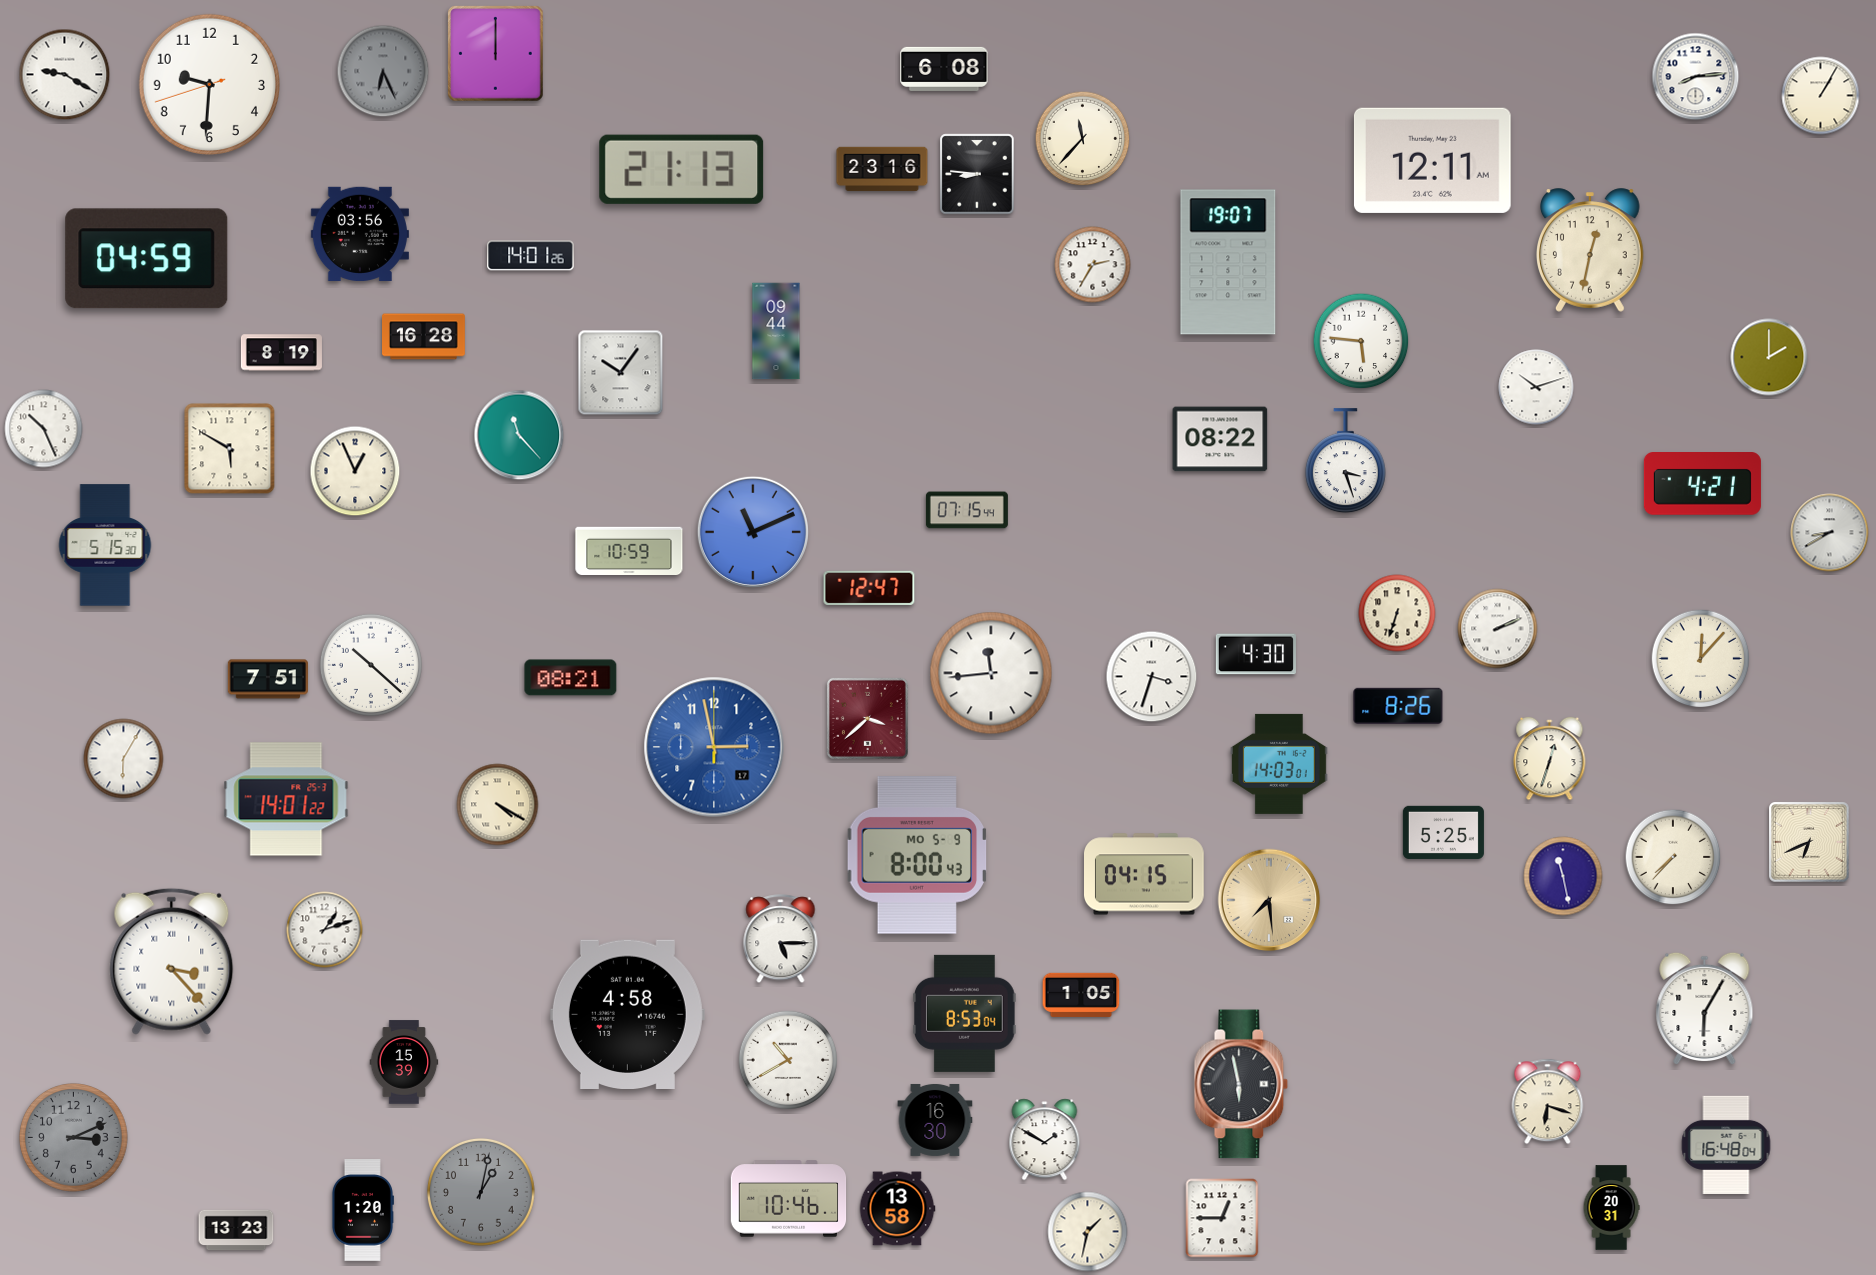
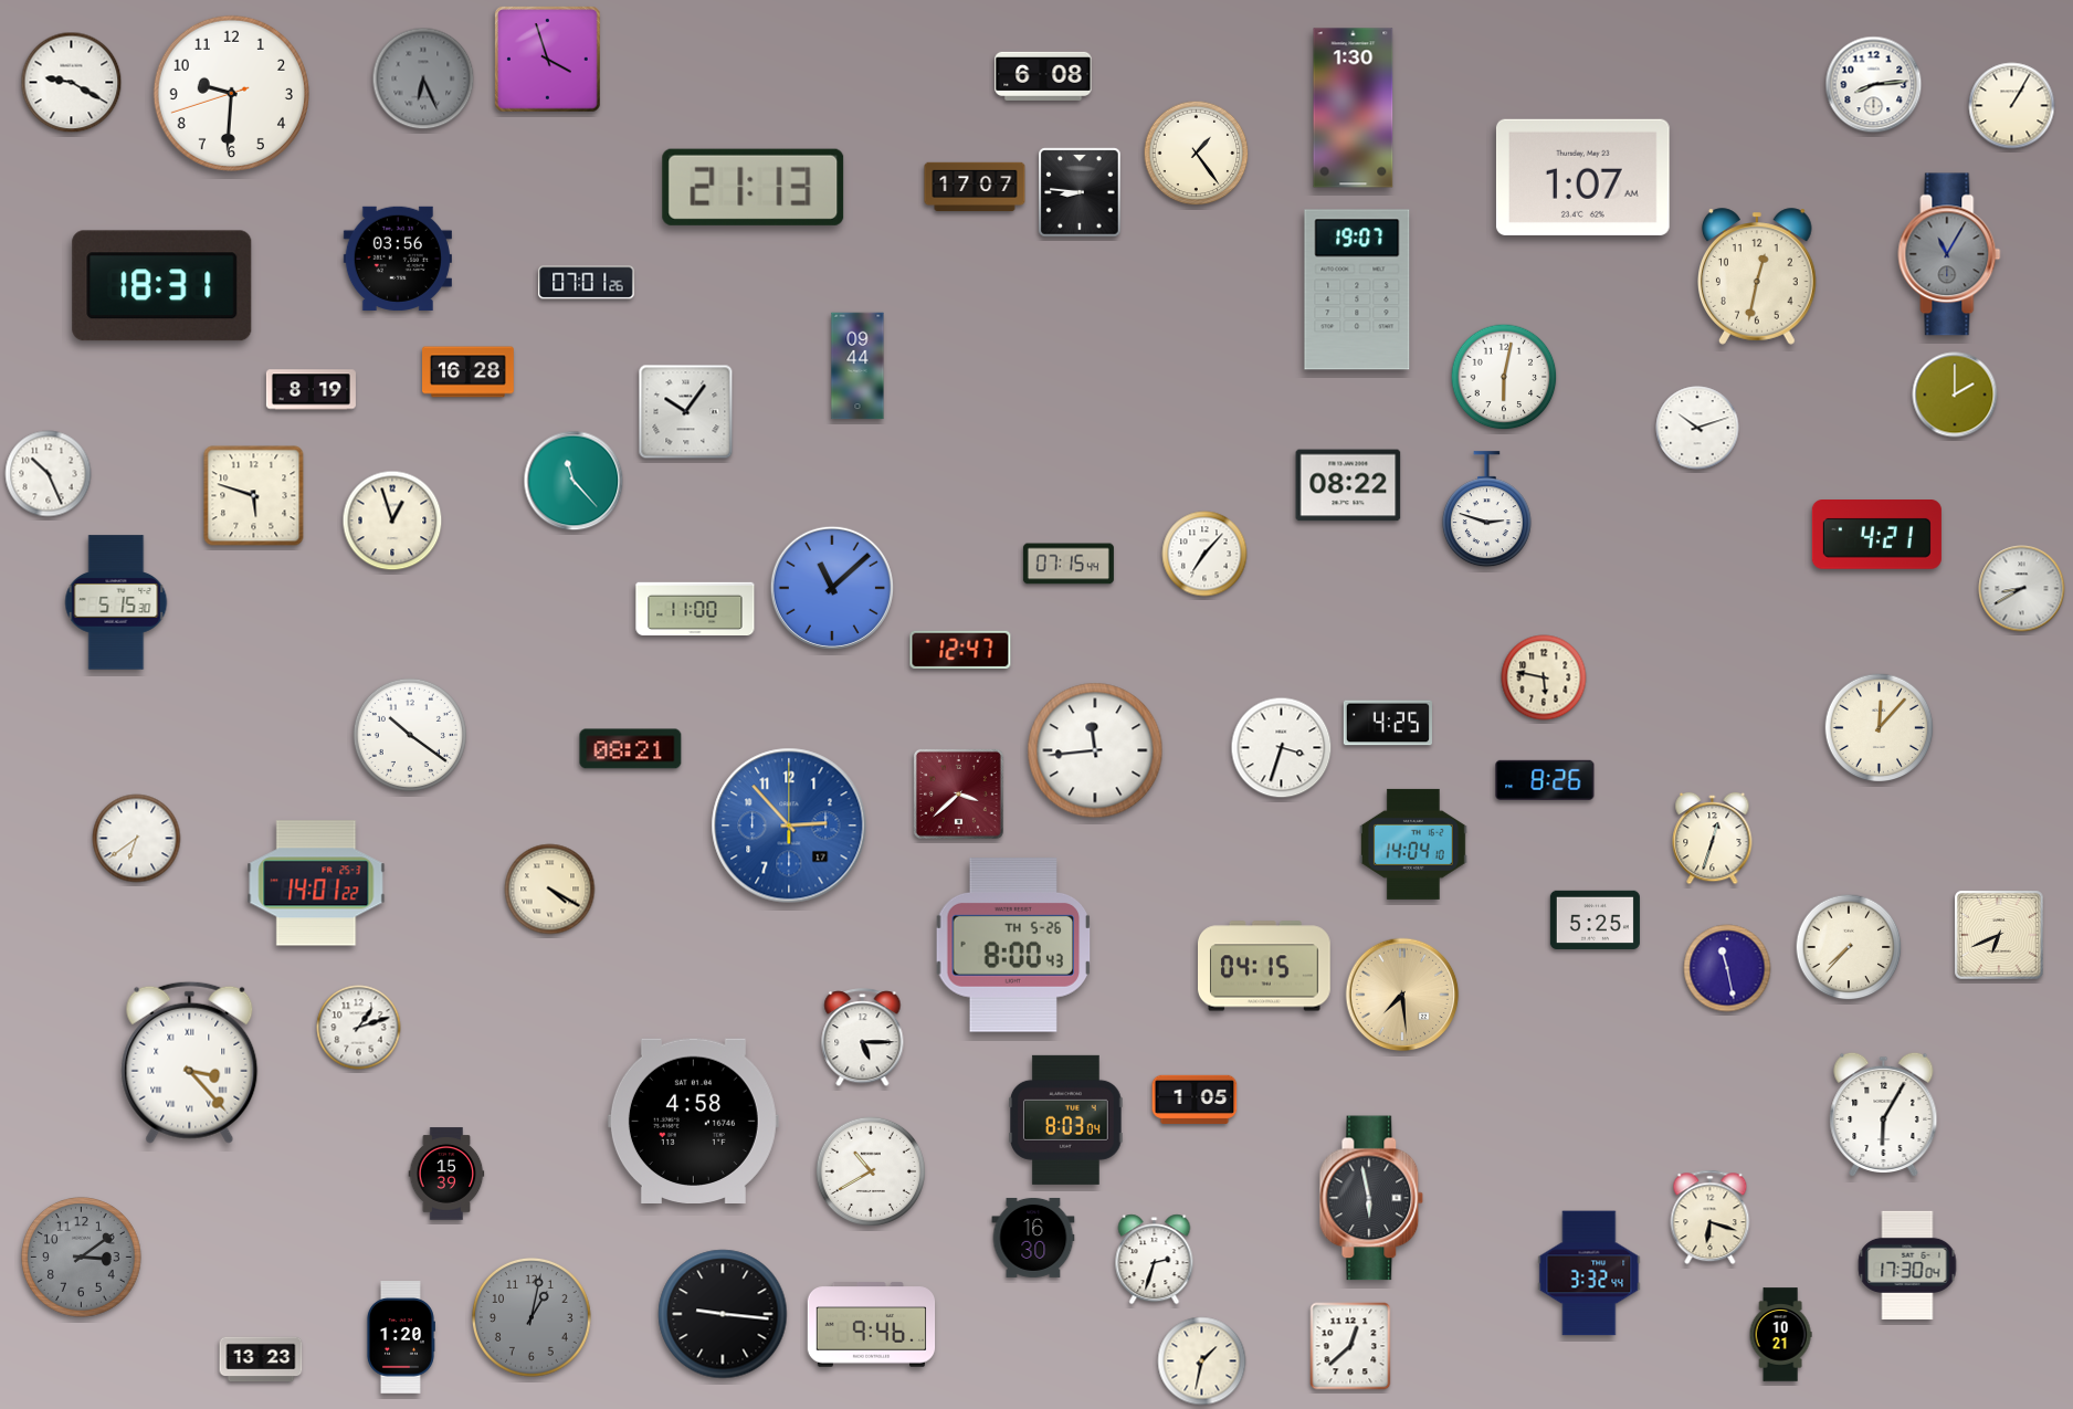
clock at (496, 54): 12:00 -> 3:57
clock at (1354, 108): none -> 1:30
clock at (1083, 139): 11:37 -> 1:24
clock at (1432, 160): 12:11 -> 1:07
clock at (882, 169): 23:16 -> 17:07
clock at (1949, 254): none -> 11:05
clock at (531, 256): 14:01 -> 07:01
clock at (147, 259): 04:59 -> 18:31
clock at (1093, 265): 2:35 -> none
clock at (1361, 341): 5:46 -> 6:02
clock at (230, 449): 5:50 -> 5:48
clock at (1345, 461): 3:27 -> 2:48
clock at (355, 471): 12:56 -> 12:57
clock at (1702, 484) position: (1702, 484) -> (1876, 535)
clock at (1204, 554): none -> 7:07
clock at (753, 532): 11:11 -> 11:08
clock at (629, 550): 10:59 -> 11:00
clock at (1397, 613): 6:33 -> 5:47
clock at (1498, 629): 2:11 -> none
clock at (1256, 654): 4:30 -> 4:25
clock at (371, 665): 10:22 -> 10:21
clock at (991, 673) position: (991, 673) -> (1095, 750)
clock at (1152, 677) position: (1152, 677) -> (1282, 748)
clock at (268, 679): 7:51 -> none
clock at (714, 747): 2:58 -> 2:53
clock at (124, 759): 6:05 -> 6:39
clock at (1279, 764): 14:03 -> 14:04
clock at (1810, 843) position: (1810, 843) -> (2000, 936)
clock at (917, 855) date: MO 5-9 -> TH 5-26
clock at (965, 1013): 8:53 -> 8:03
clock at (74, 1138): 3:11 -> 3:09
clock at (1045, 1140): 1:50 -> 2:33
clock at (1726, 1145): 16:48 -> 17:30
clock at (1589, 1273): none -> 3:32
clock at (723, 1314): none -> 9:16
clock at (789, 1199): 10:46 -> 9:46
clock at (1611, 1208): 20:31 -> 10:21
clock at (897, 1209): 13:58 -> none
clock at (1222, 1218): 12:45 -> 12:38
